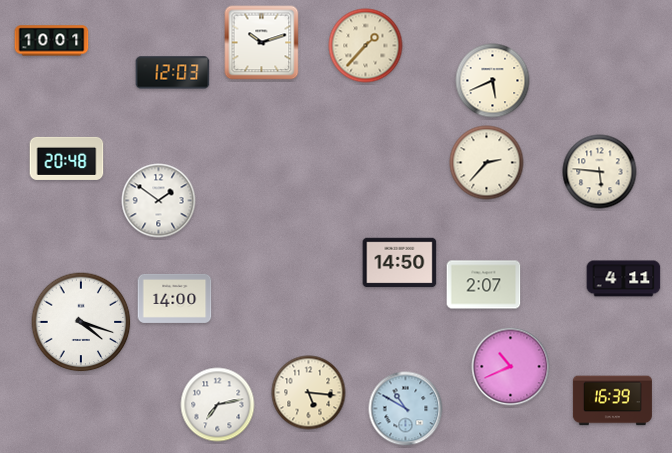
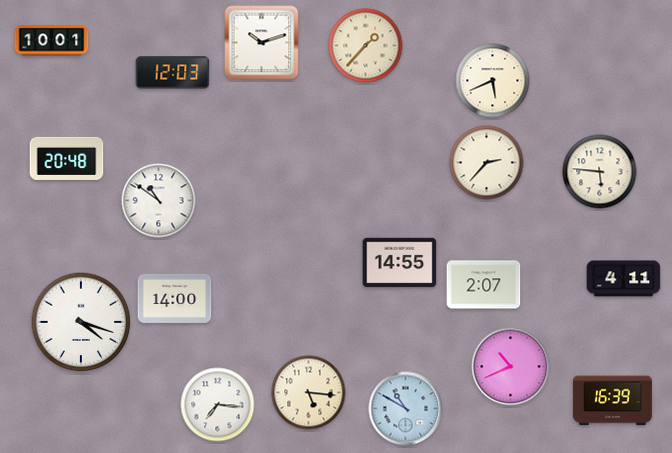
clock at (159, 201): 1:51 -> 10:51
clock at (400, 263): 14:50 -> 14:55
clock at (218, 405): 7:13 -> 7:16
